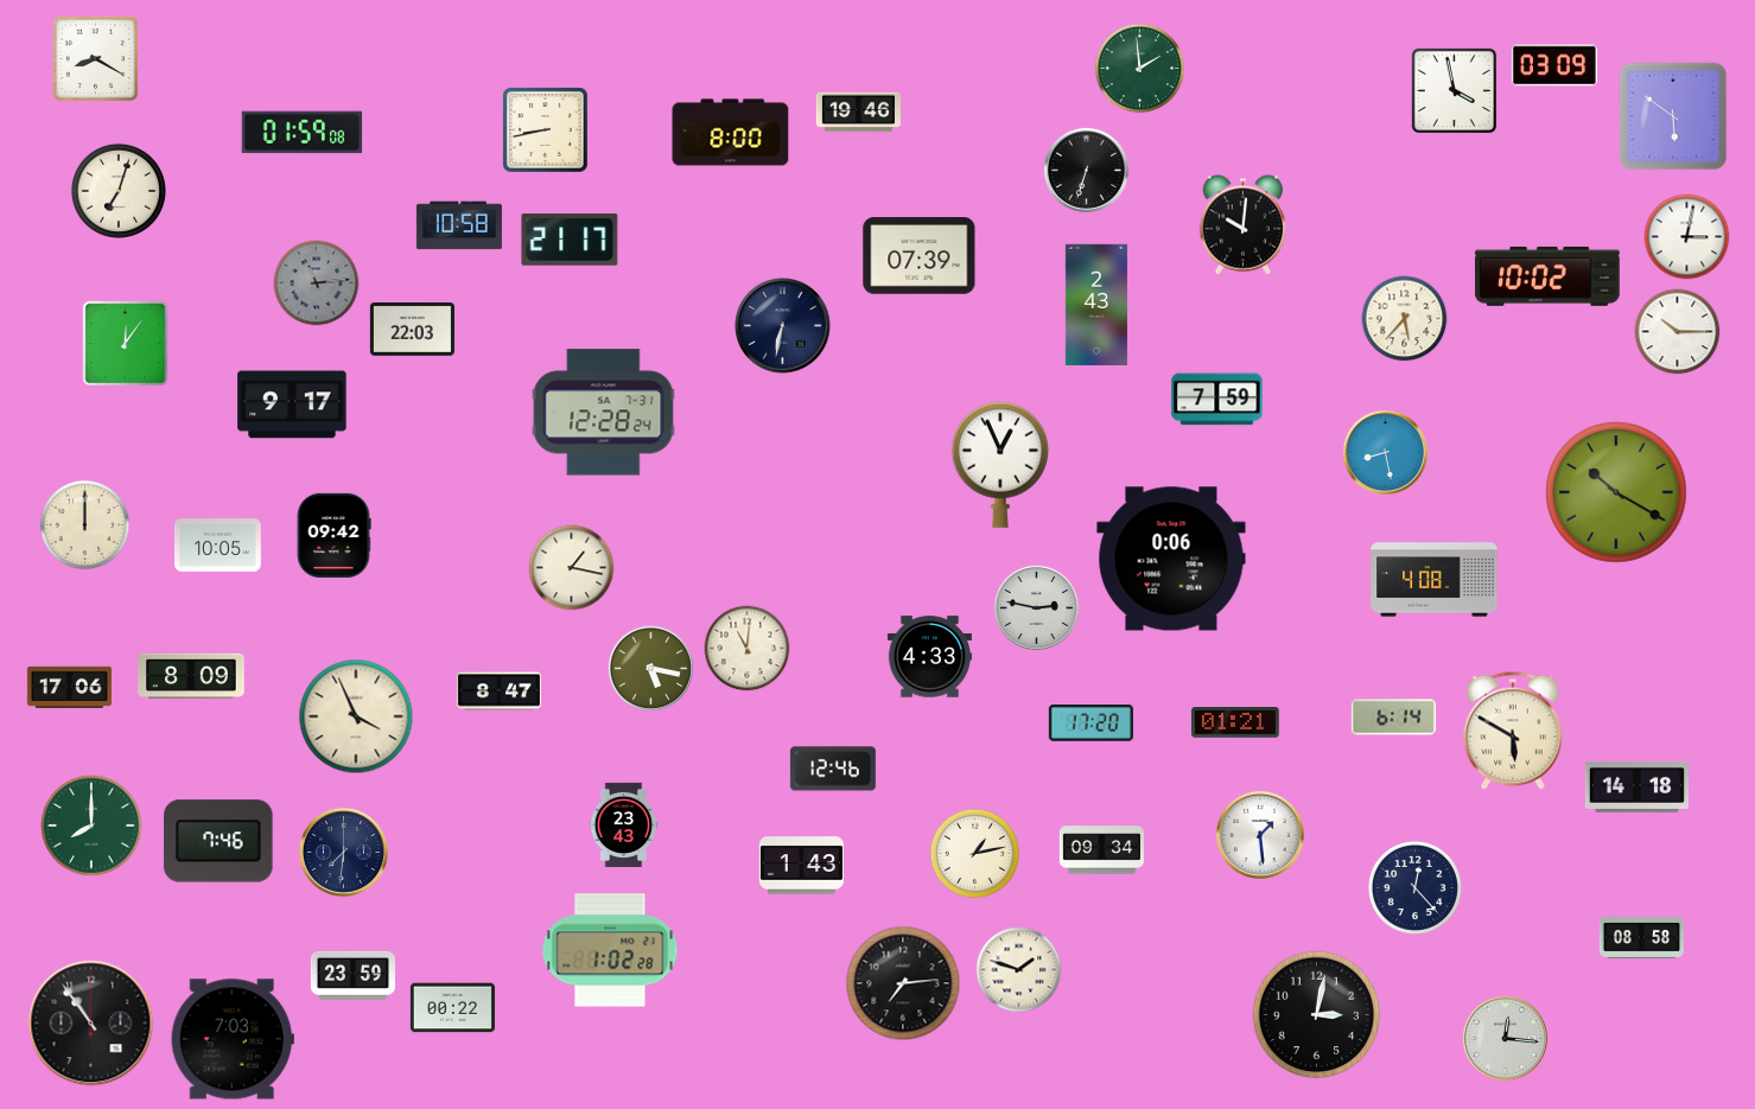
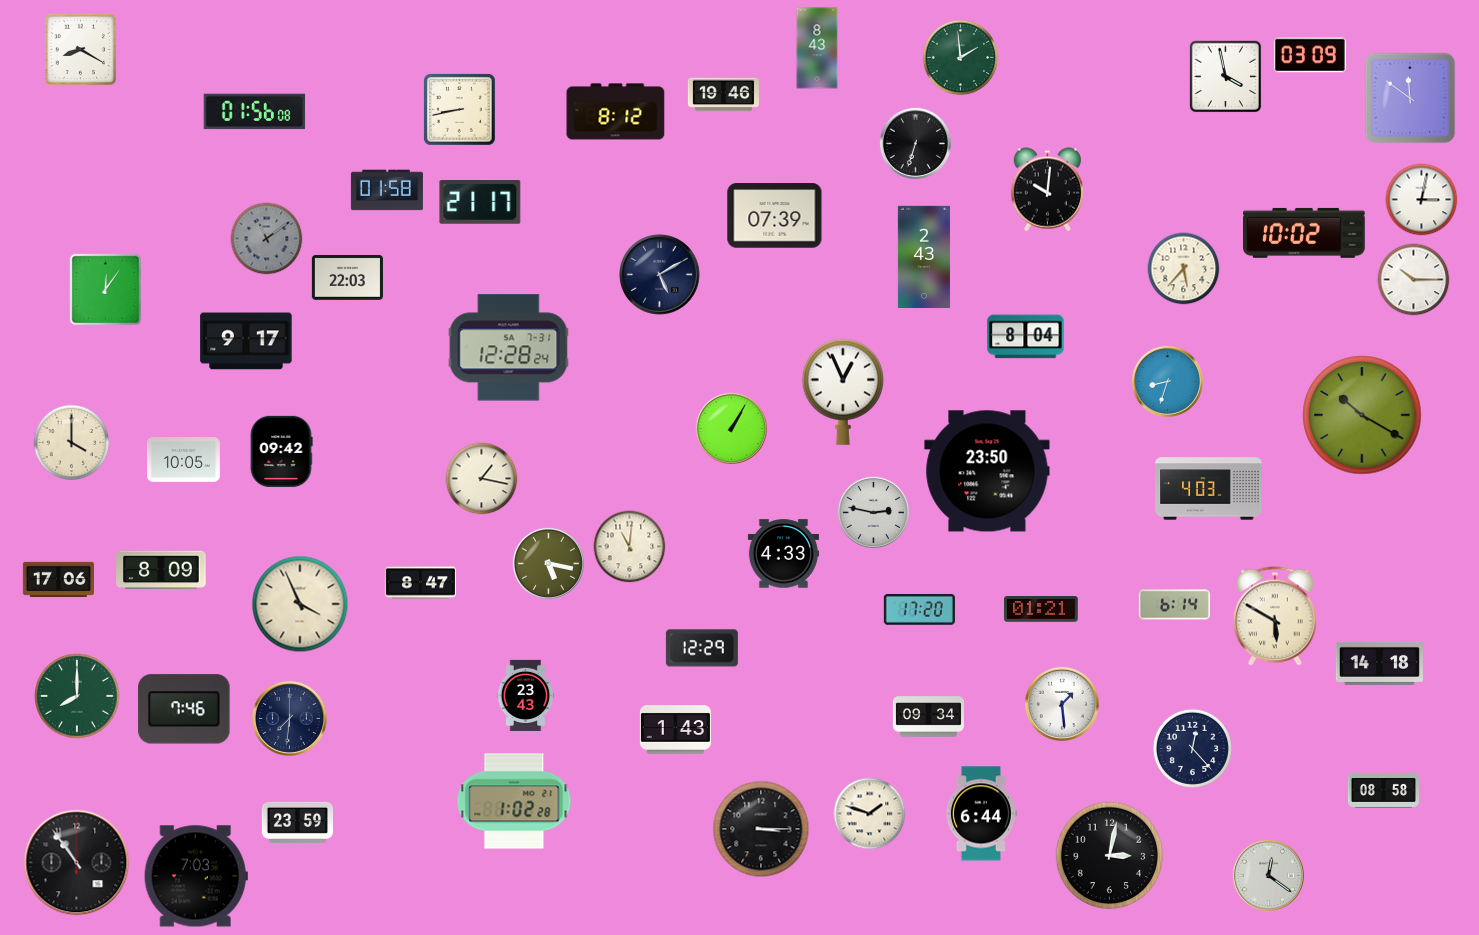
clock at (817, 48): none -> 8:43
clock at (1673, 116): 5:51 -> 11:51
clock at (303, 133): 01:59 -> 01:56
clock at (731, 133): 8:00 -> 8:12
clock at (119, 191): 7:03 -> none
clock at (459, 225): 10:58 -> 01:58
clock at (317, 283): 11:14 -> 11:09
clock at (783, 326): 6:32 -> 5:10
clock at (1217, 400): 7:59 -> 8:04
clock at (1385, 452): 8:28 -> 8:33
clock at (731, 428): none -> 1:05
clock at (85, 525): 12:00 -> 4:00
clock at (1171, 559): 0:06 -> 23:50
clock at (1435, 580): 4:08 -> 4:03
clock at (833, 769): 12:46 -> 12:29
clock at (975, 854): 1:13 -> none
clock at (981, 814): none -> 6:44
clock at (1019, 970) position: (1019, 970) -> (870, 814)
clock at (903, 983): 7:14 -> 3:15
clock at (452, 1008): 00:22 -> none
clock at (1505, 1038): 12:16 -> 12:21
